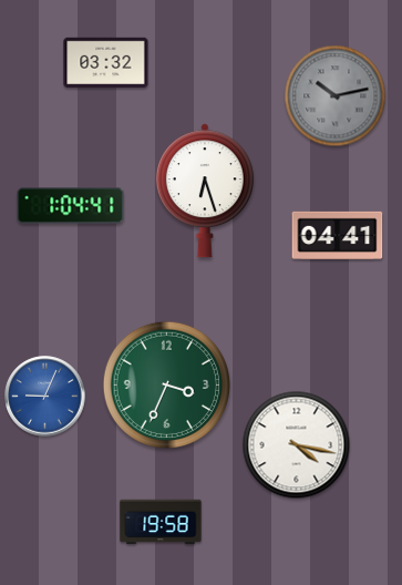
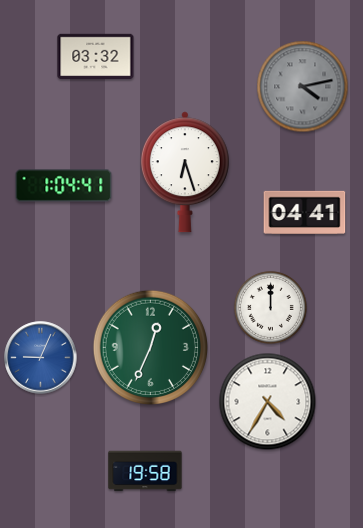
clock at (336, 96): 10:13 -> 4:13
clock at (270, 307): none -> 12:00
clock at (166, 384): 3:34 -> 12:34
clock at (297, 445): 4:17 -> 4:35
